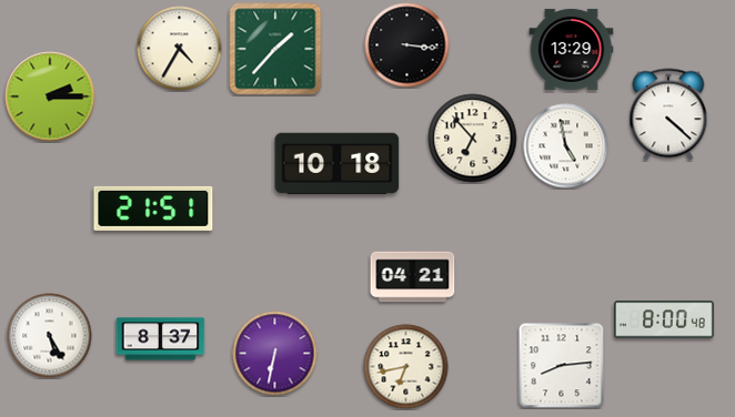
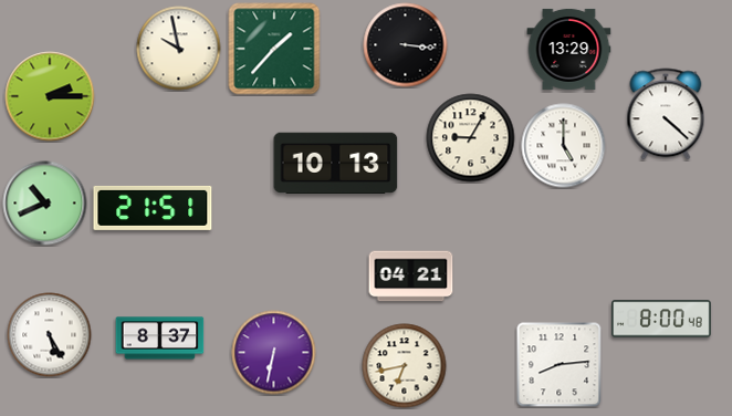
clock at (180, 49): 4:35 -> 9:58
clock at (473, 139): 6:53 -> 9:05
clock at (566, 146): 4:58 -> 5:00
clock at (338, 164): 10:18 -> 10:13
clock at (45, 204): none -> 10:41
